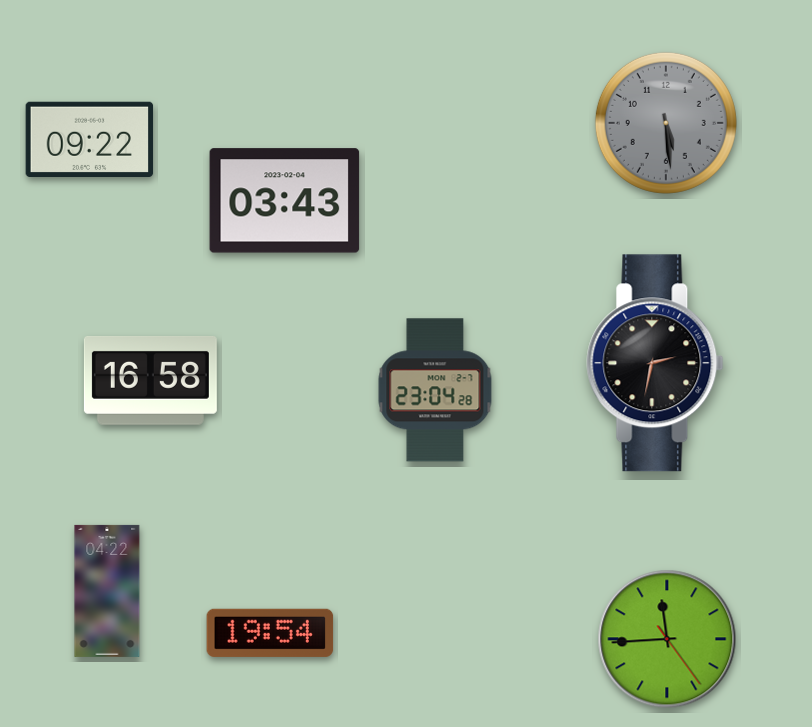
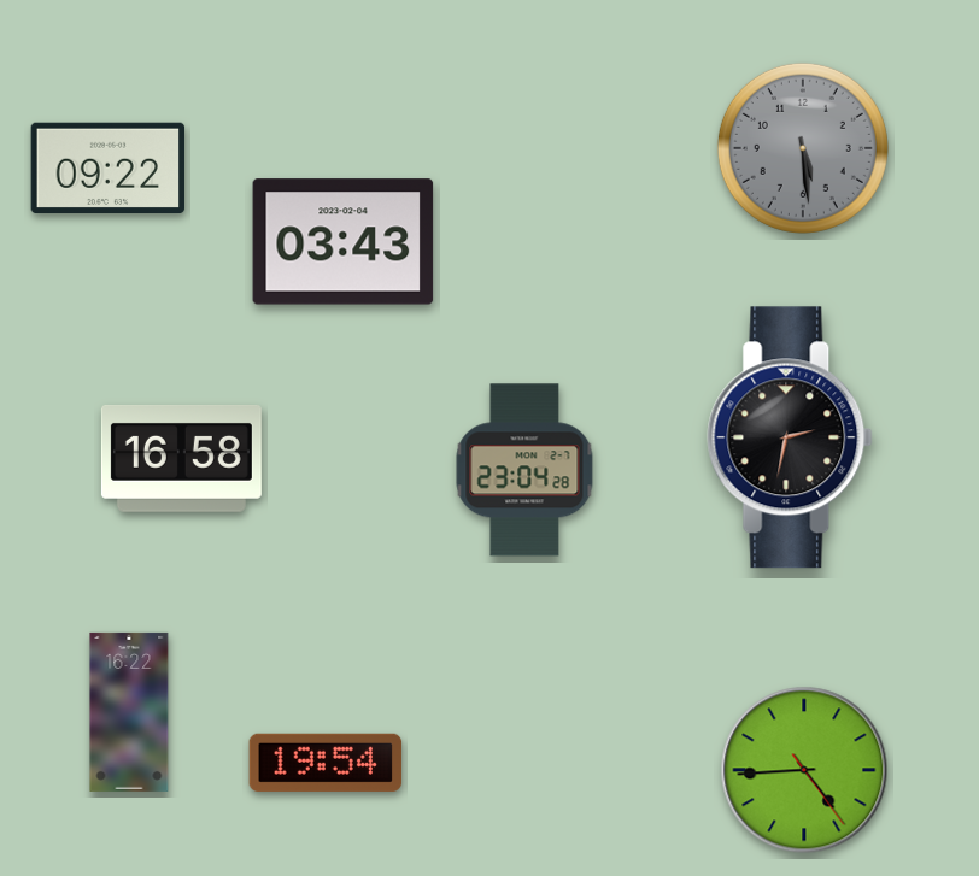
clock at (107, 591): 04:22 -> 16:22
clock at (667, 639): 11:44 -> 4:44
